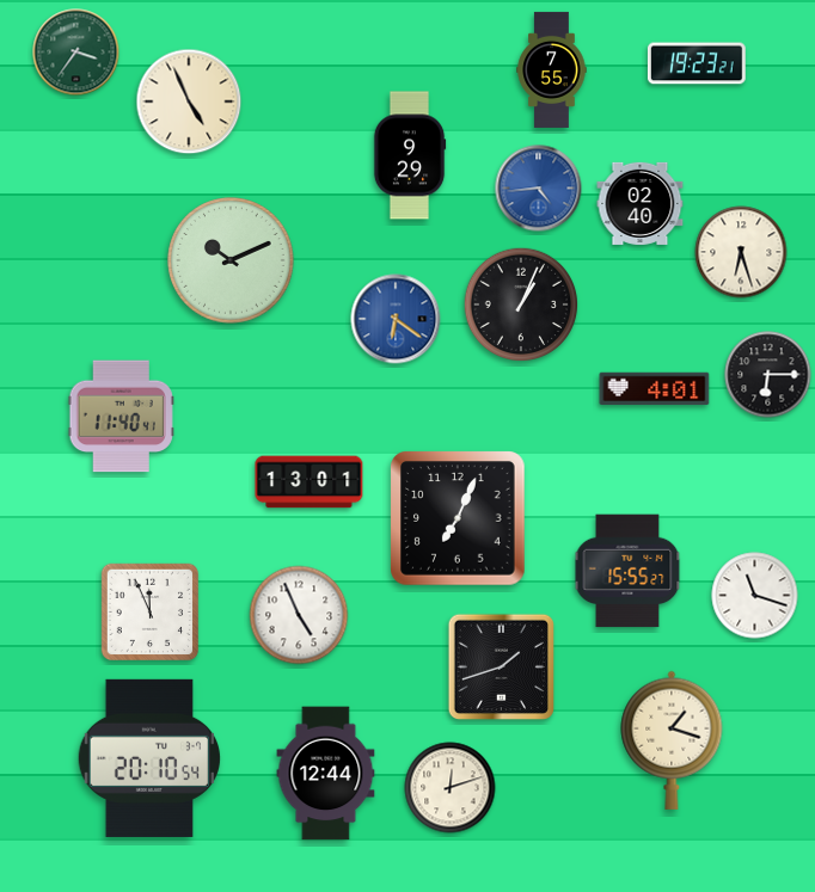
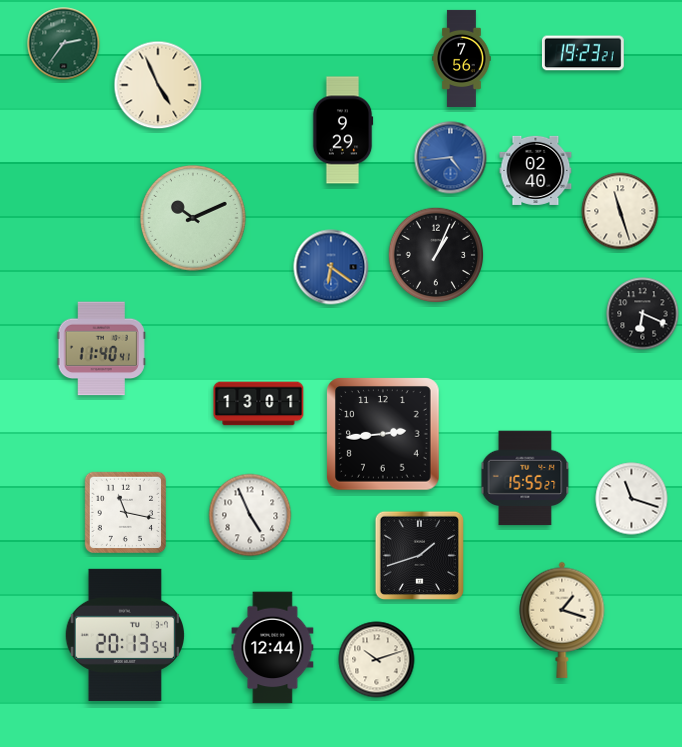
clock at (76, 53): 3:36 -> 2:36
clock at (552, 69): 7:55 -> 7:56
clock at (741, 252): 6:27 -> 11:27
clock at (768, 375): 6:15 -> 6:19
clock at (655, 389): 4:01 -> none
clock at (458, 518): 7:04 -> 2:44
clock at (151, 613): 11:56 -> 11:17
clock at (501, 666) position: (501, 666) -> (419, 555)
clock at (149, 758): 20:10 -> 20:13
clock at (451, 788): 12:12 -> 10:12
